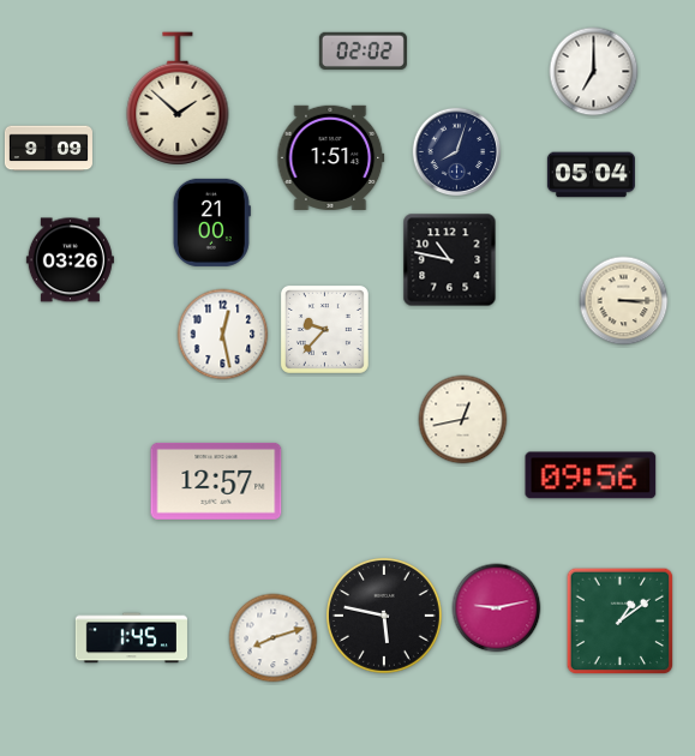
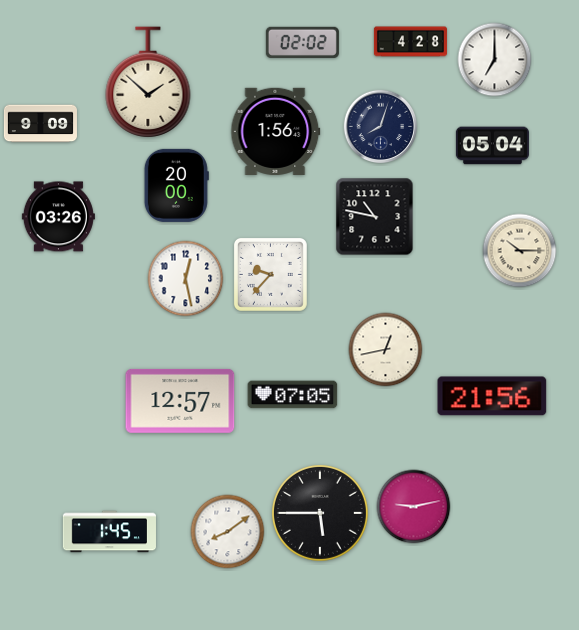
clock at (410, 42): none -> 4:28
clock at (331, 157): 1:51 -> 1:56
clock at (211, 222): 21:00 -> 20:00
clock at (624, 301): 3:15 -> 10:15
clock at (293, 395): none -> 07:05
clock at (591, 475): 09:56 -> 21:56
clock at (384, 616): 5:47 -> 5:45
clock at (621, 622): 1:09 -> none
clock at (274, 638): 8:12 -> 8:09
